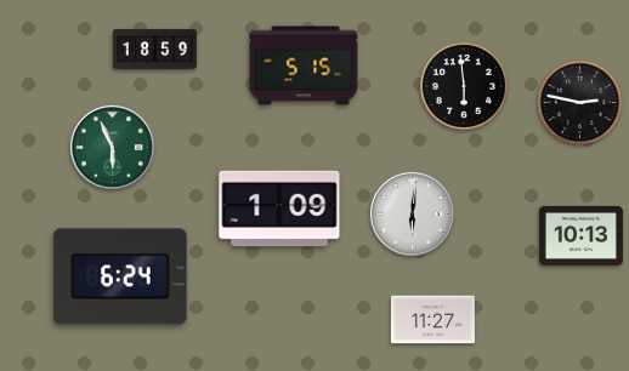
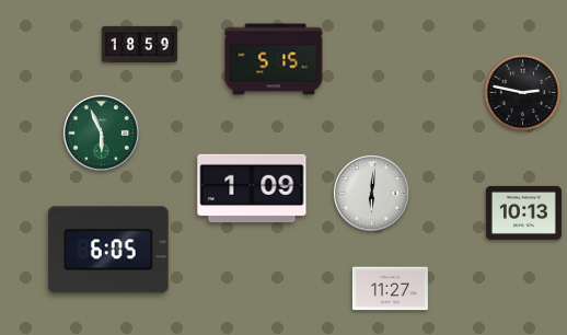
clock at (464, 86): 5:59 -> none
clock at (120, 276): 6:24 -> 6:05
